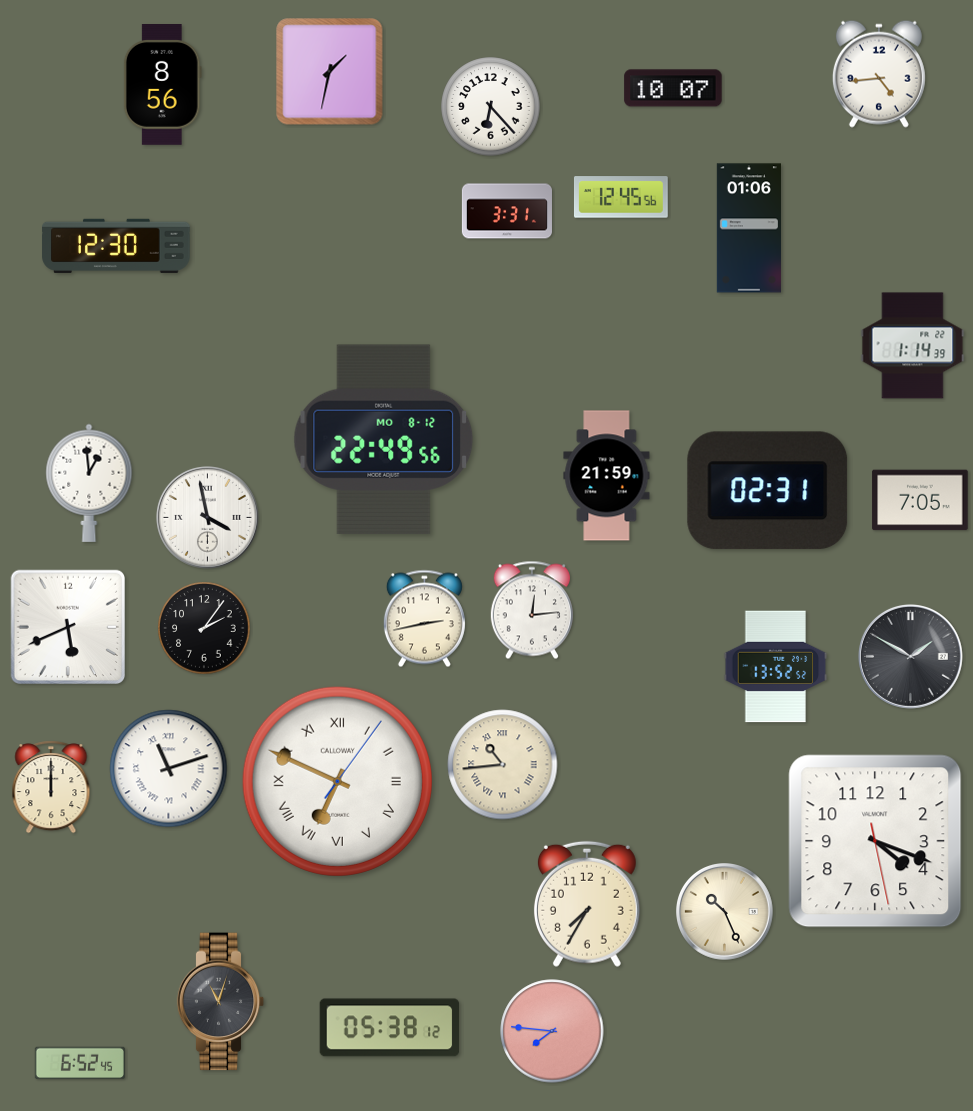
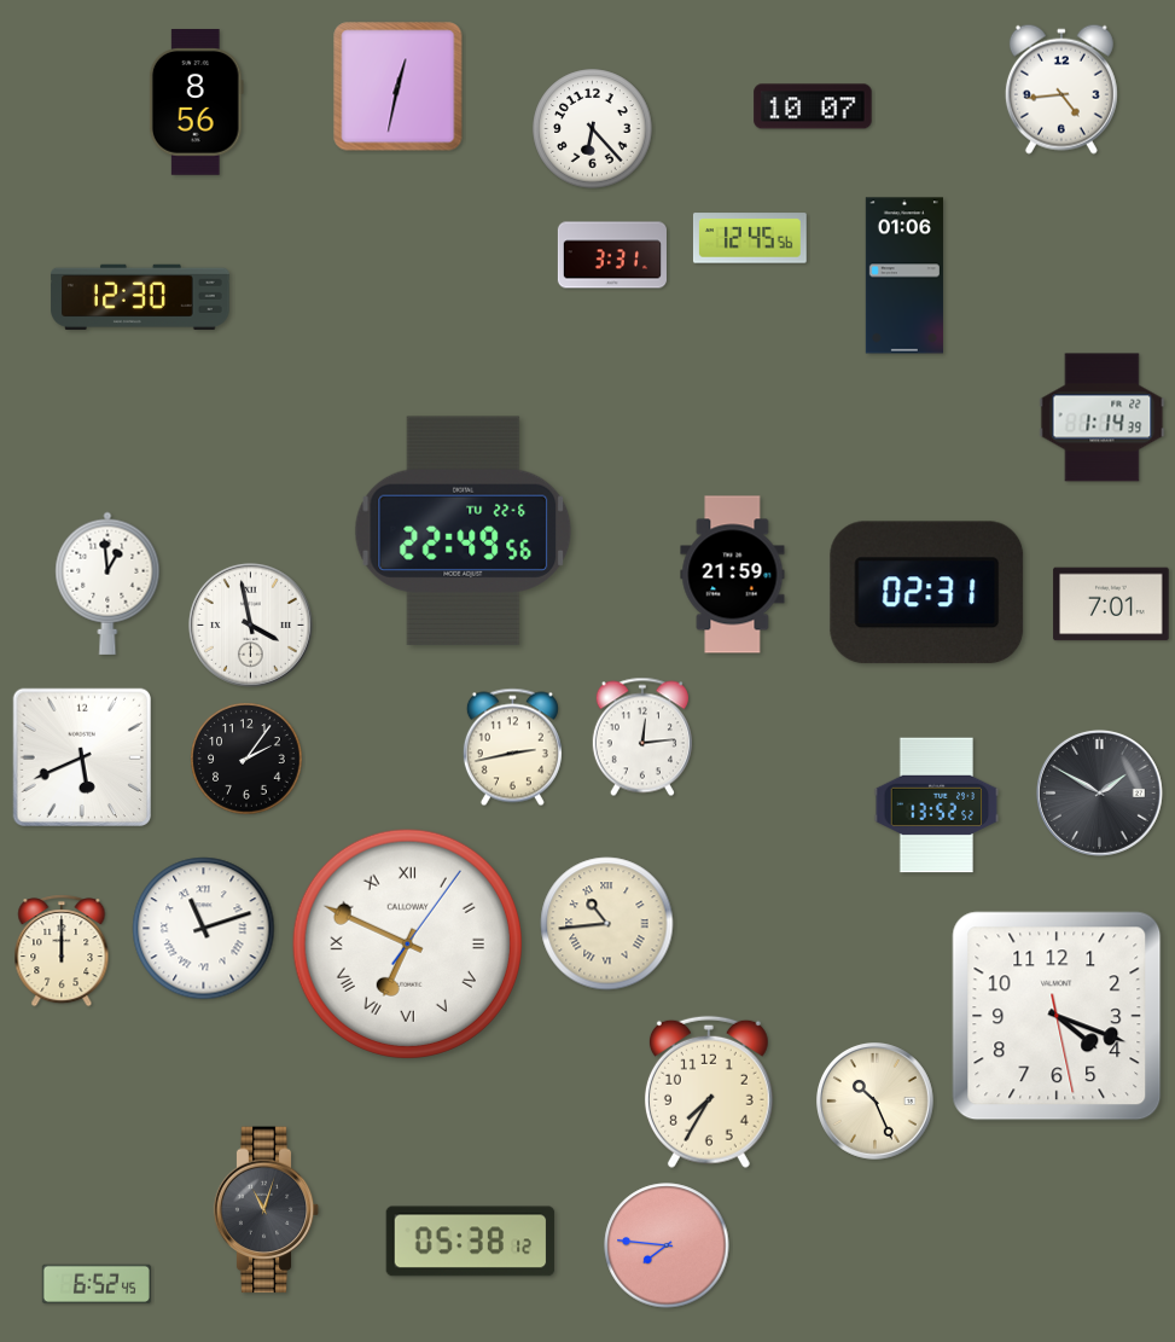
clock at (330, 72): 1:32 -> 12:32
clock at (384, 439) date: MO 8-12 -> TU 22-6
clock at (920, 500): 7:05 -> 7:01
